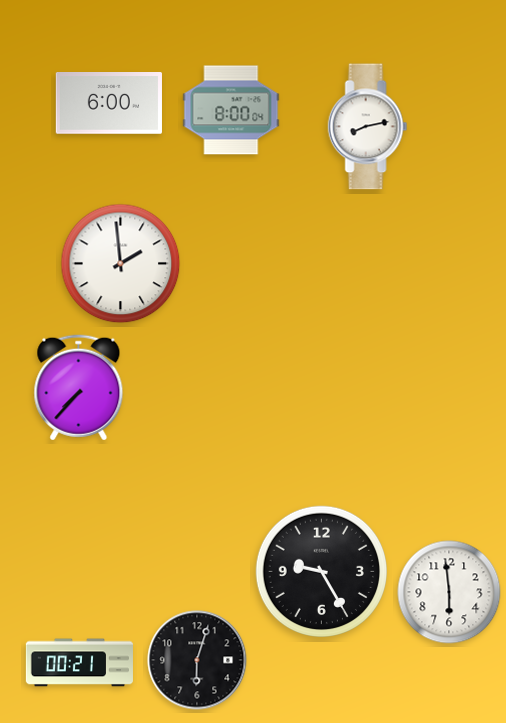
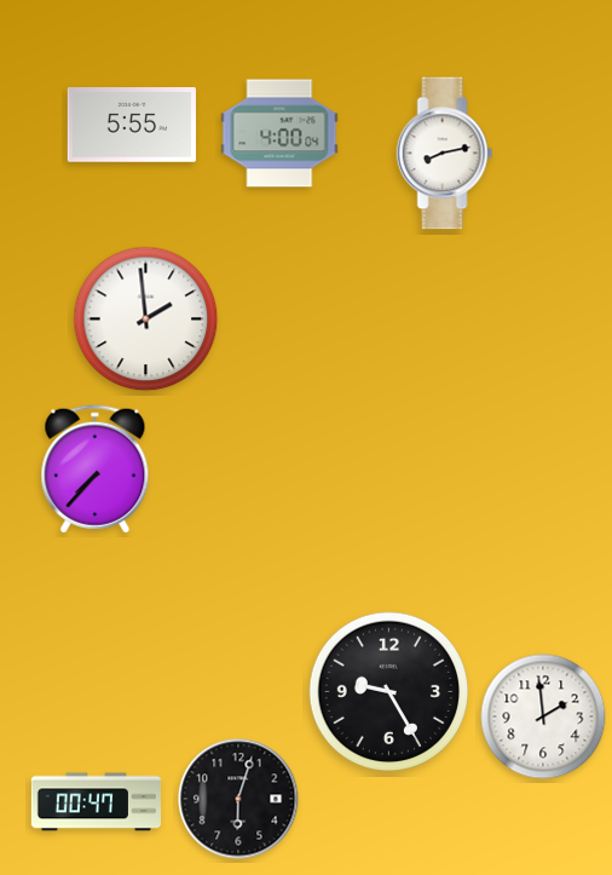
clock at (109, 104): 6:00 -> 5:55
clock at (231, 110): 8:00 -> 4:00
clock at (449, 592): 5:59 -> 1:59
clock at (79, 663): 00:21 -> 00:47
